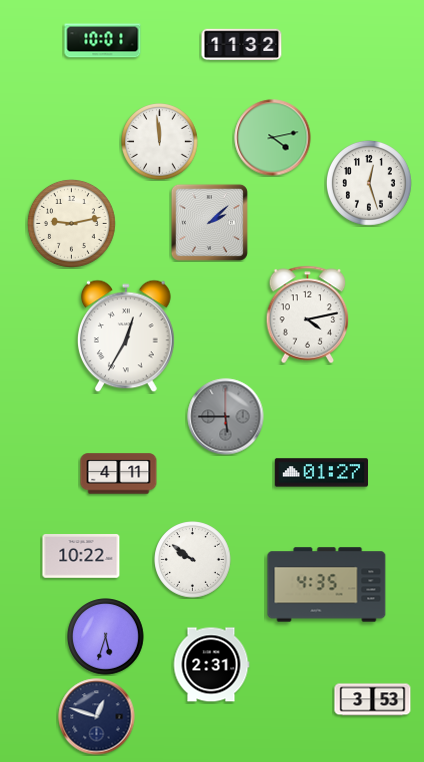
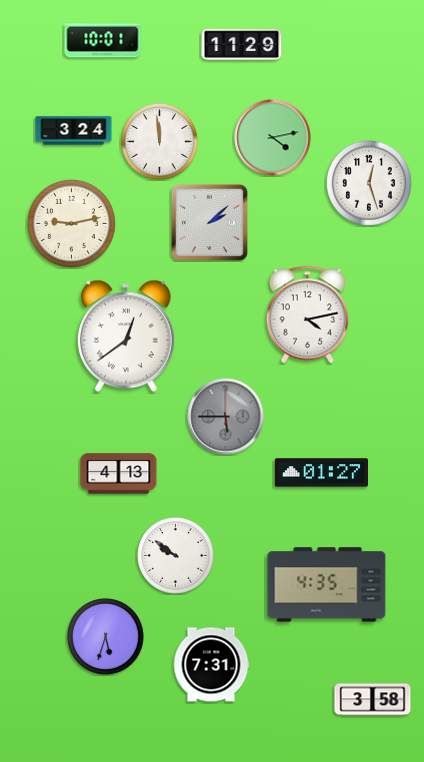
clock at (242, 45): 11:32 -> 11:29
clock at (74, 131): none -> 3:24
clock at (126, 336): 12:35 -> 12:39
clock at (119, 474): 4:11 -> 4:13
clock at (81, 557): 10:22 -> none
clock at (193, 560) position: (193, 560) -> (176, 556)
clock at (211, 665): 2:31 -> 7:31
clock at (373, 700): 3:53 -> 3:58
clock at (97, 717): 12:48 -> none
